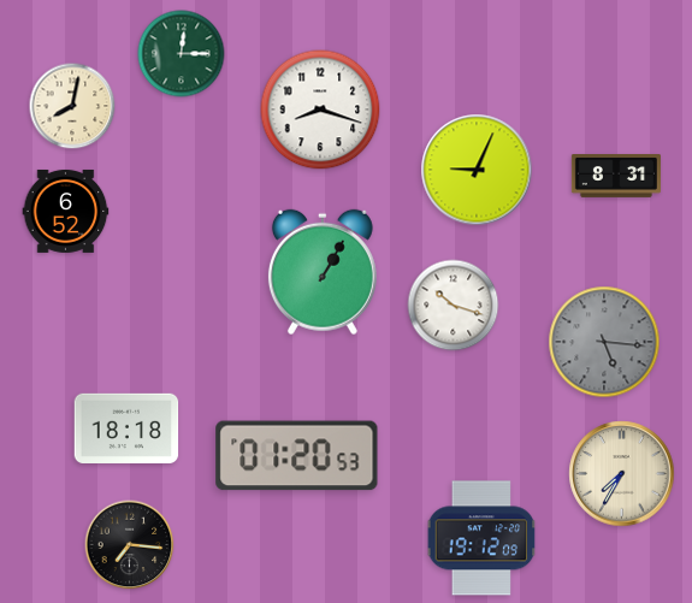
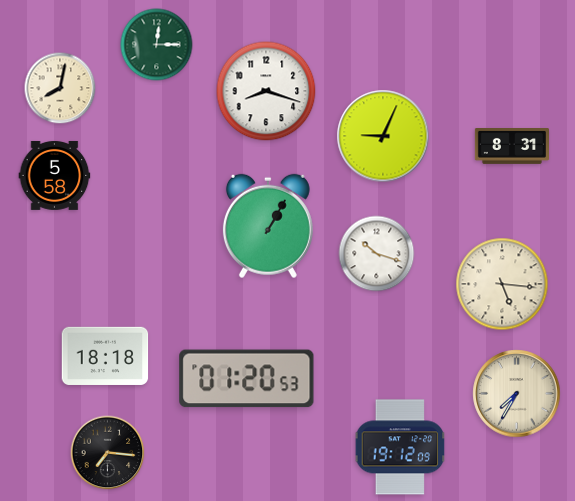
clock at (182, 54) position: (182, 54) -> (157, 45)
clock at (477, 170) position: (477, 170) -> (383, 136)
clock at (66, 211): 6:52 -> 5:58
clock at (604, 342) dial: grey -> cream
